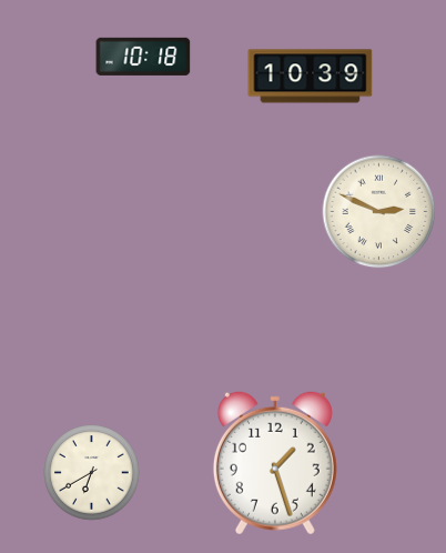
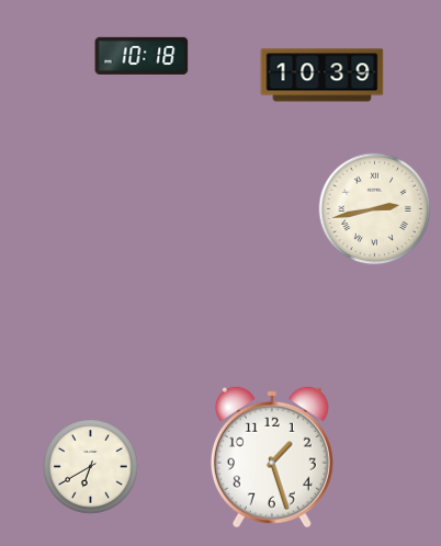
clock at (311, 77) position: (311, 77) -> (323, 76)
clock at (379, 212): 2:49 -> 2:43
